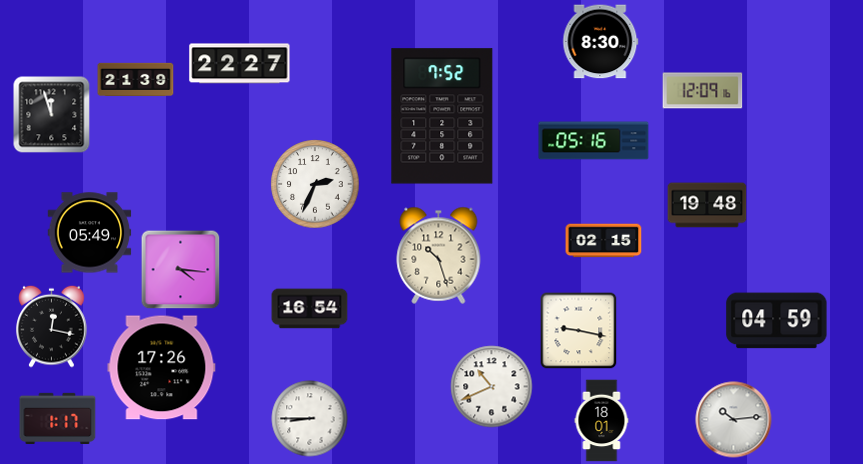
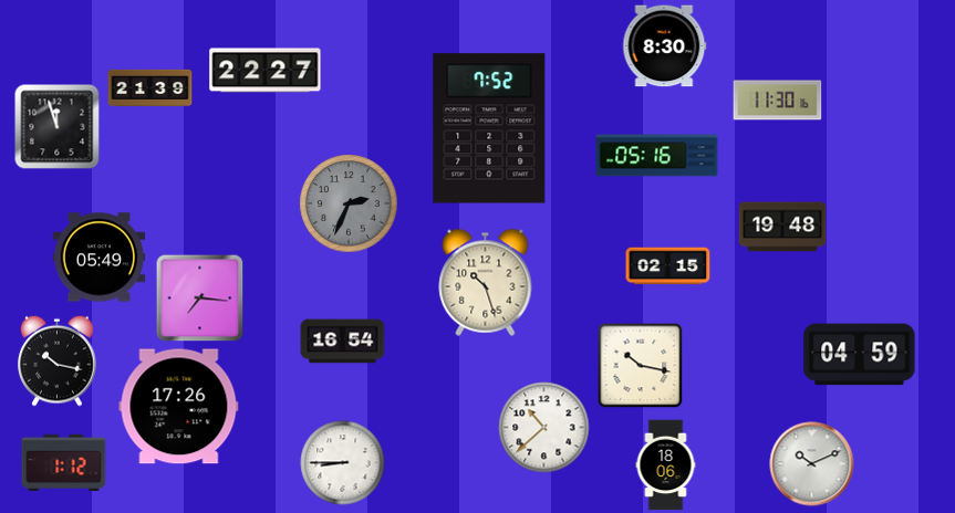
clock at (703, 91): 12:09 -> 11:30
clock at (315, 184) dial: white -> grey
clock at (181, 270): 4:16 -> 7:16
clock at (52, 326): 12:17 -> 10:17
clock at (578, 330): 9:17 -> 10:17
clock at (492, 387): 10:41 -> 10:38
clock at (58, 418): 1:17 -> 1:12
clock at (734, 420): 10:14 -> 10:11
clock at (602, 421): 18:01 -> 18:06
